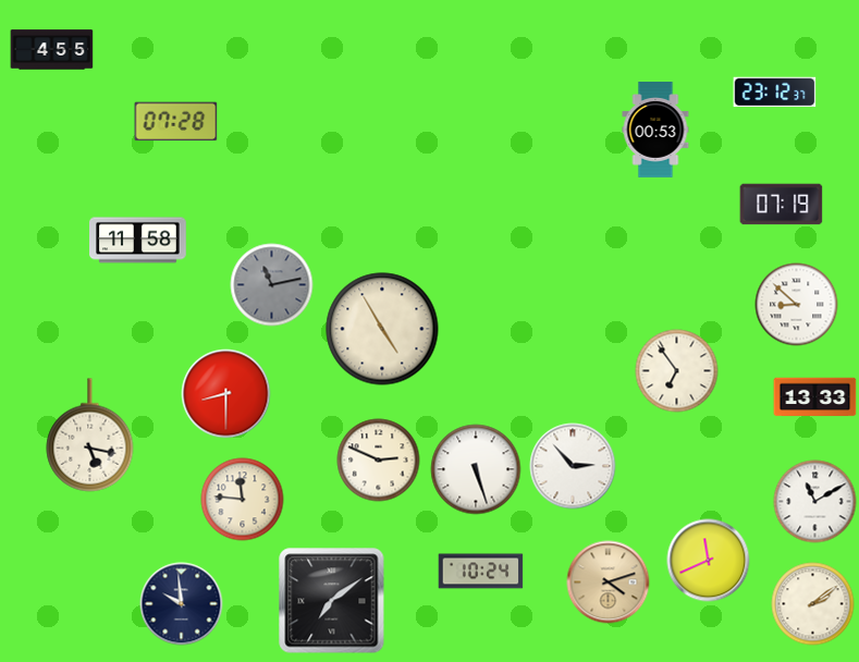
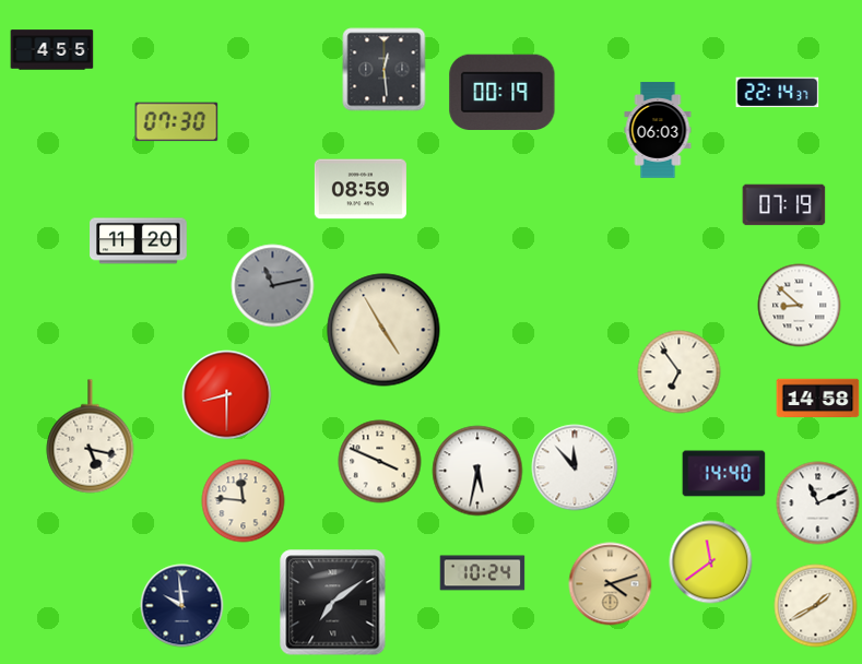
clock at (385, 70): none -> 12:29
clock at (503, 92): none -> 00:19
clock at (775, 93): 23:12 -> 22:14
clock at (176, 122): 07:28 -> 07:30
clock at (655, 130): 00:53 -> 06:03
clock at (361, 189): none -> 08:59
clock at (138, 241): 11:58 -> 11:20
clock at (815, 397): 13:33 -> 14:58
clock at (379, 461): 2:49 -> 3:49
clock at (573, 466): 2:53 -> 11:53
clock at (476, 469): 5:27 -> 5:32
clock at (724, 474): none -> 14:40
clock at (815, 502): 11:10 -> 11:11
clock at (709, 561): 11:41 -> 11:39
clock at (813, 604): 2:09 -> 1:40
